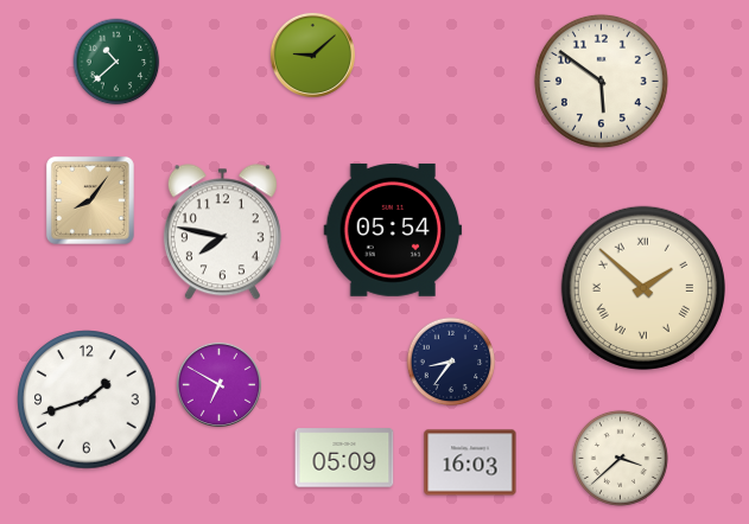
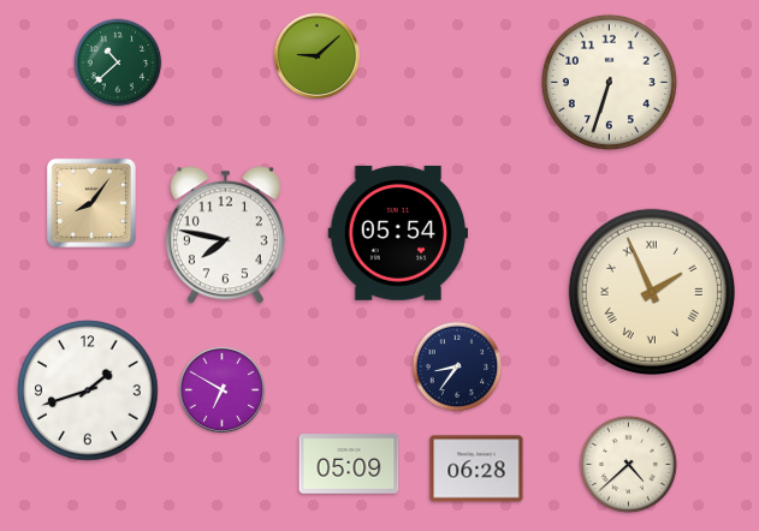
clock at (601, 81): 5:51 -> 6:33
clock at (643, 288): 1:52 -> 1:56
clock at (87, 400) position: (87, 400) -> (88, 390)
clock at (620, 458): 3:38 -> 4:38
clock at (470, 462): 16:03 -> 06:28
